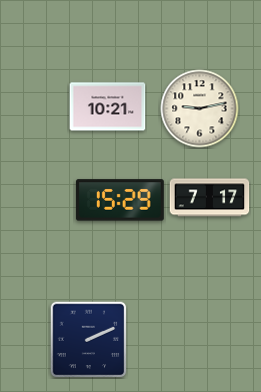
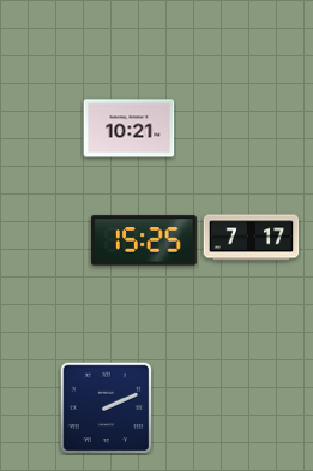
clock at (200, 109): 9:13 -> none
clock at (120, 200): 15:29 -> 15:25
